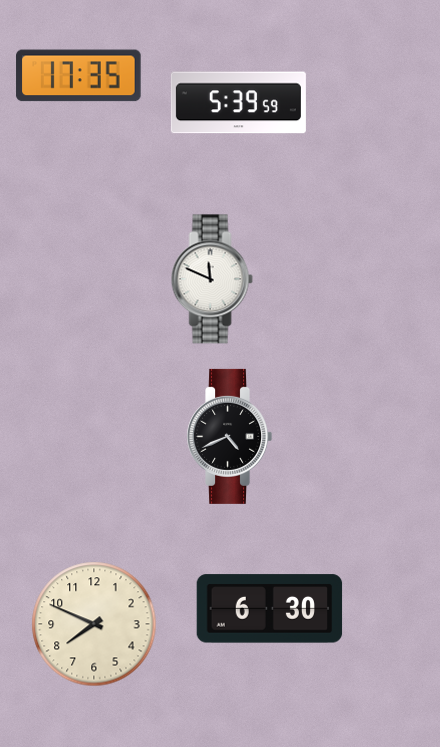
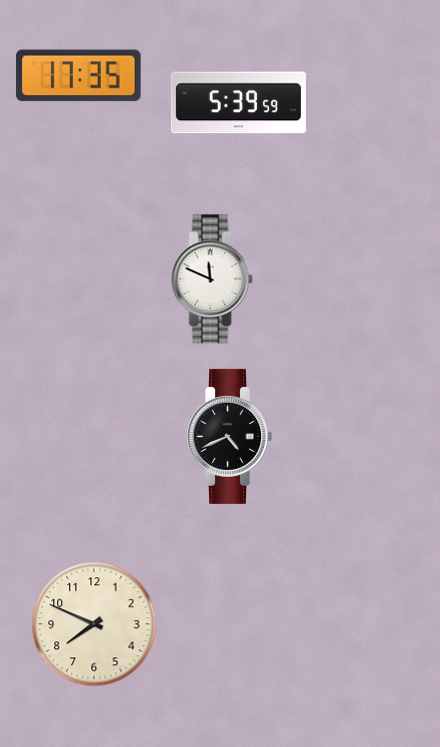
clock at (270, 609): 6:30 -> none
